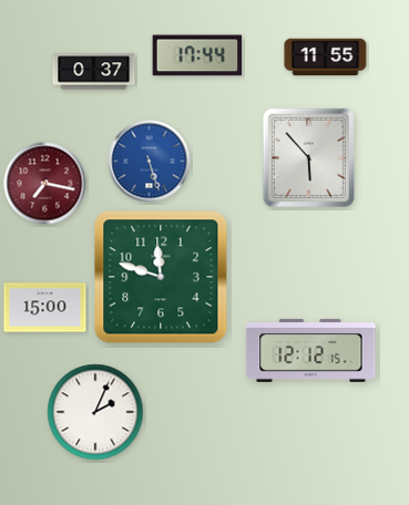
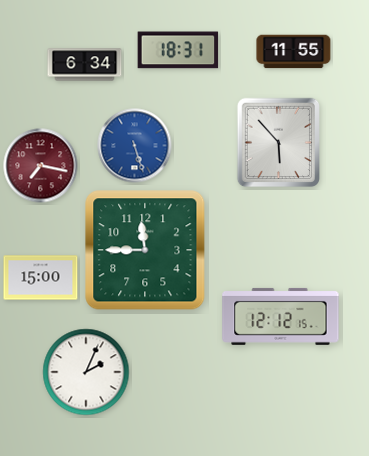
clock at (197, 55): 17:44 -> 18:31
clock at (94, 72): 0:37 -> 6:34
clock at (161, 277): 11:48 -> 11:45
